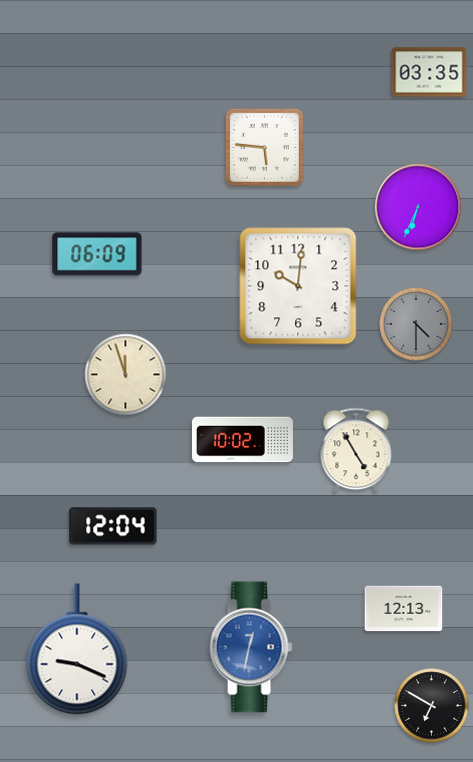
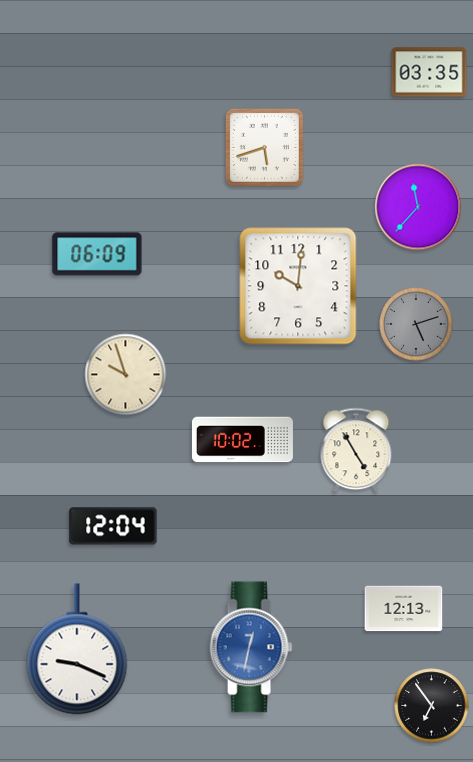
clock at (264, 147): 5:46 -> 5:42
clock at (418, 207): 6:34 -> 11:37
clock at (416, 324): 4:30 -> 5:12
clock at (126, 375): 11:57 -> 9:57
clock at (432, 706): 6:50 -> 6:54
